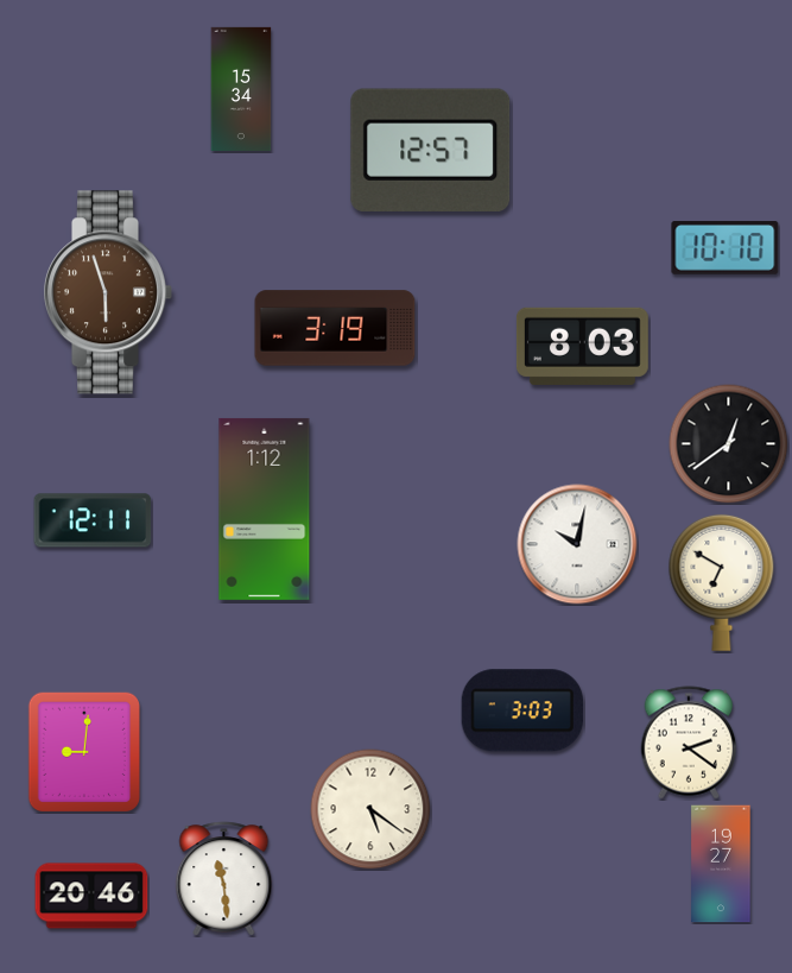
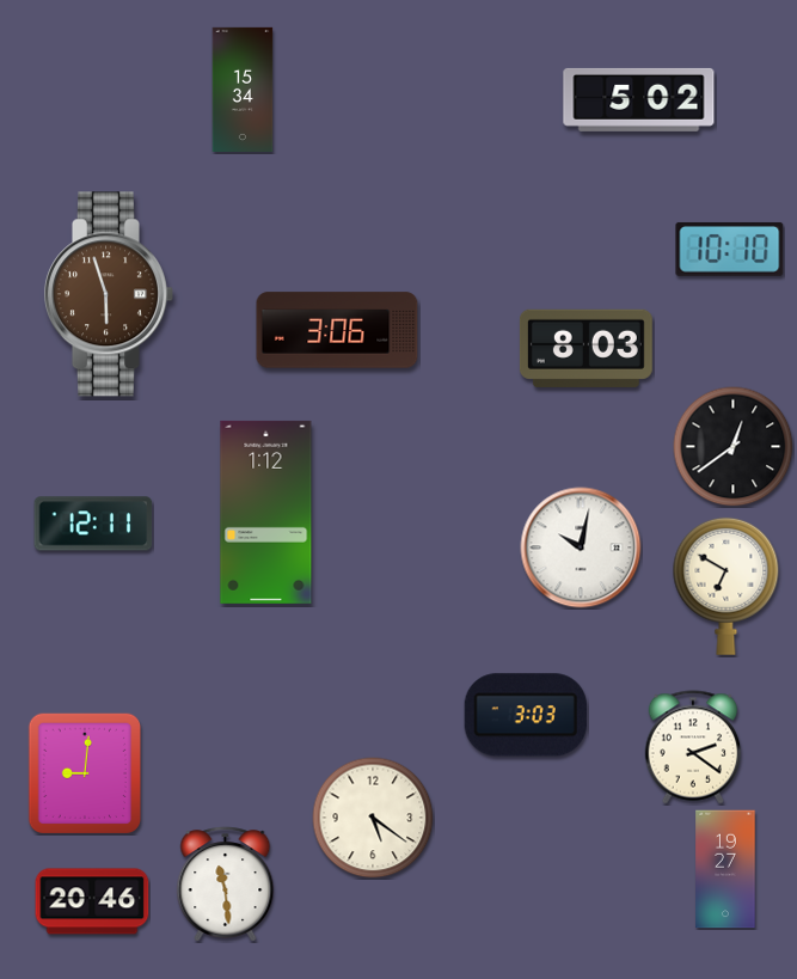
clock at (639, 99): none -> 5:02
clock at (431, 150): 12:57 -> none
clock at (335, 328): 3:19 -> 3:06
clock at (83, 752) position: (83, 752) -> (84, 773)
clock at (370, 809) position: (370, 809) -> (373, 818)
